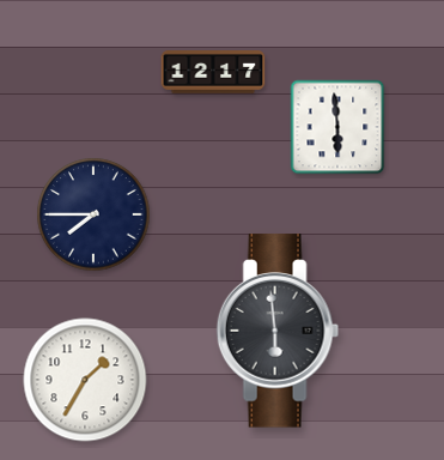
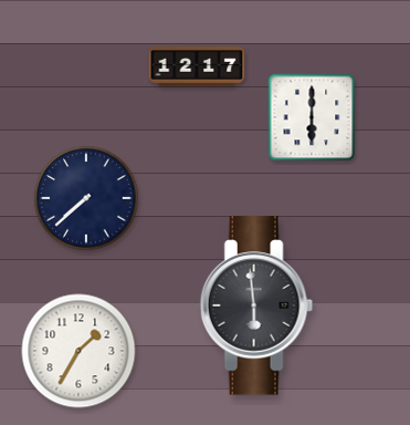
clock at (337, 127): 5:59 -> 6:00
clock at (93, 214): 7:45 -> 7:38
